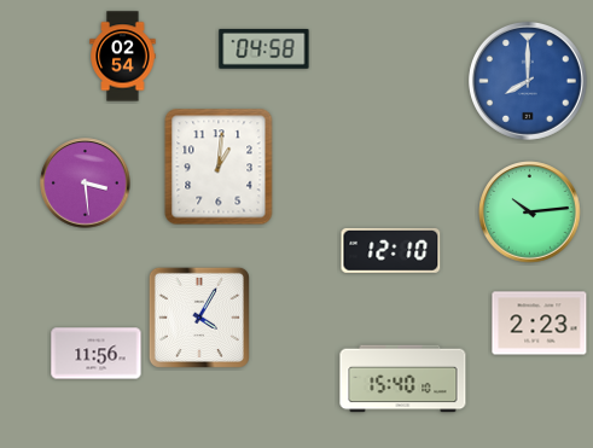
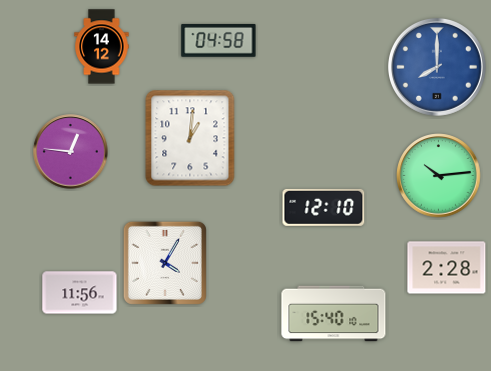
clock at (123, 57): 02:54 -> 14:12
clock at (219, 167) position: (219, 167) -> (190, 138)
clock at (86, 184): 3:29 -> 12:46
clock at (540, 324): 2:23 -> 2:28
